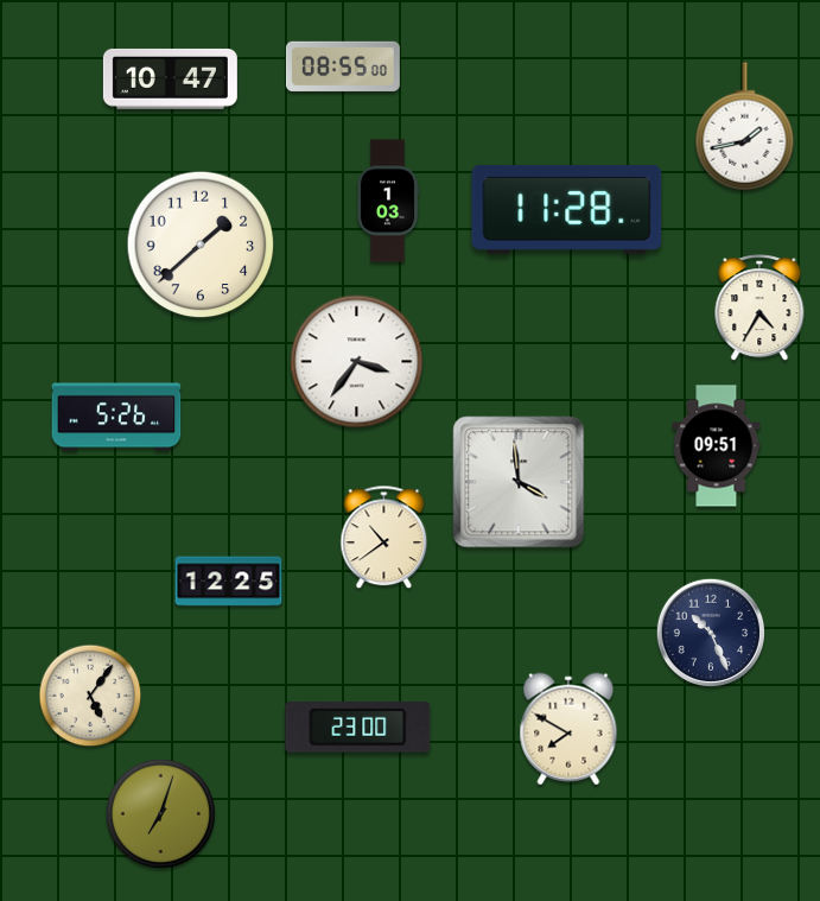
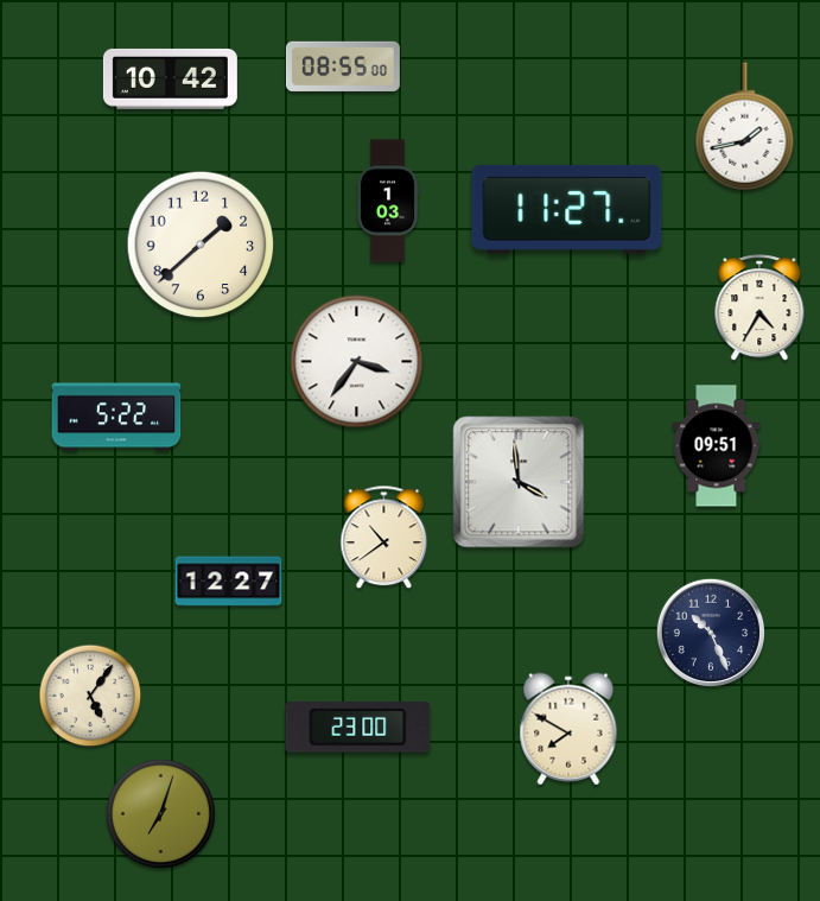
clock at (170, 78): 10:47 -> 10:42
clock at (567, 210): 11:28 -> 11:27
clock at (116, 417): 5:26 -> 5:22
clock at (229, 582): 12:25 -> 12:27
